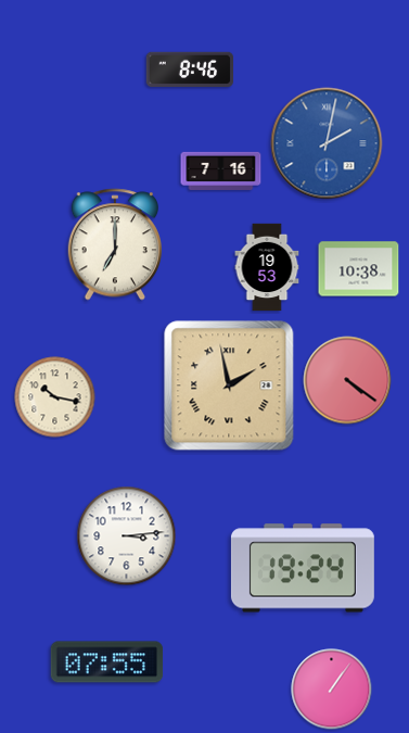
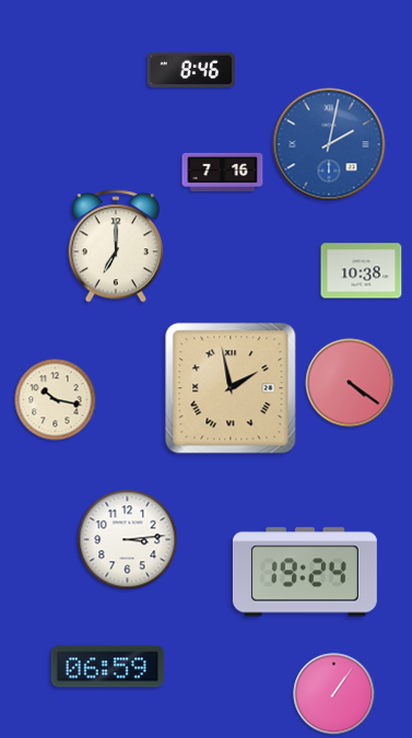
clock at (267, 267): 19:53 -> none
clock at (107, 662): 07:55 -> 06:59
